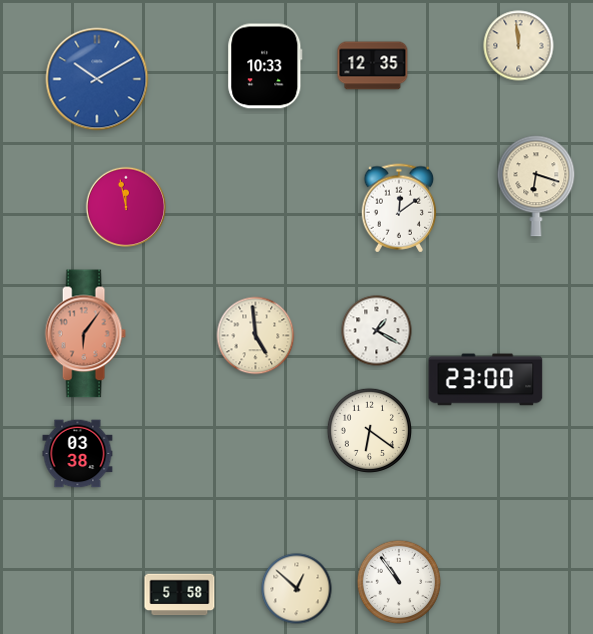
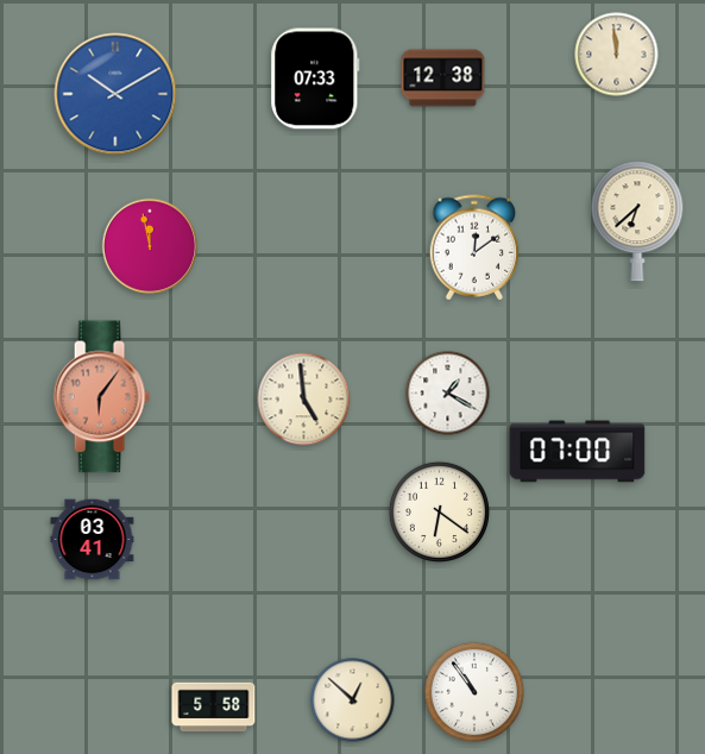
clock at (265, 66): 10:33 -> 07:33
clock at (373, 66): 12:35 -> 12:38
clock at (536, 186): 6:18 -> 6:38
clock at (486, 380): 23:00 -> 07:00
clock at (78, 454): 03:38 -> 03:41
